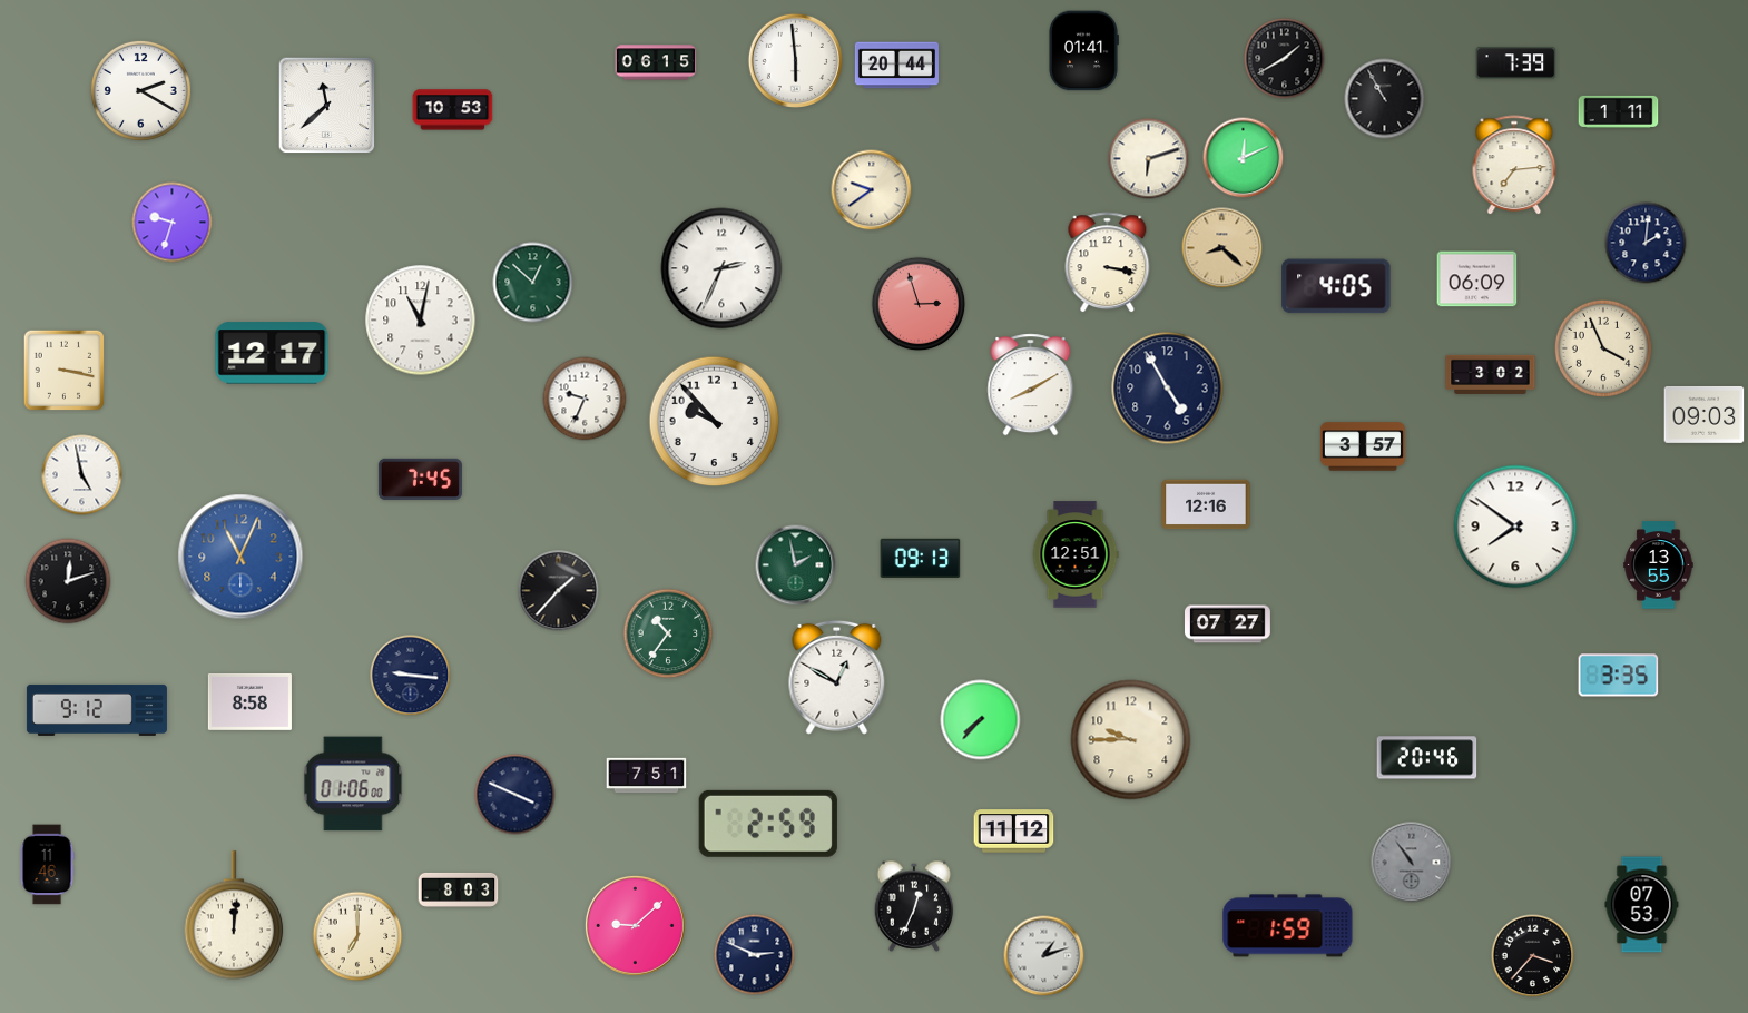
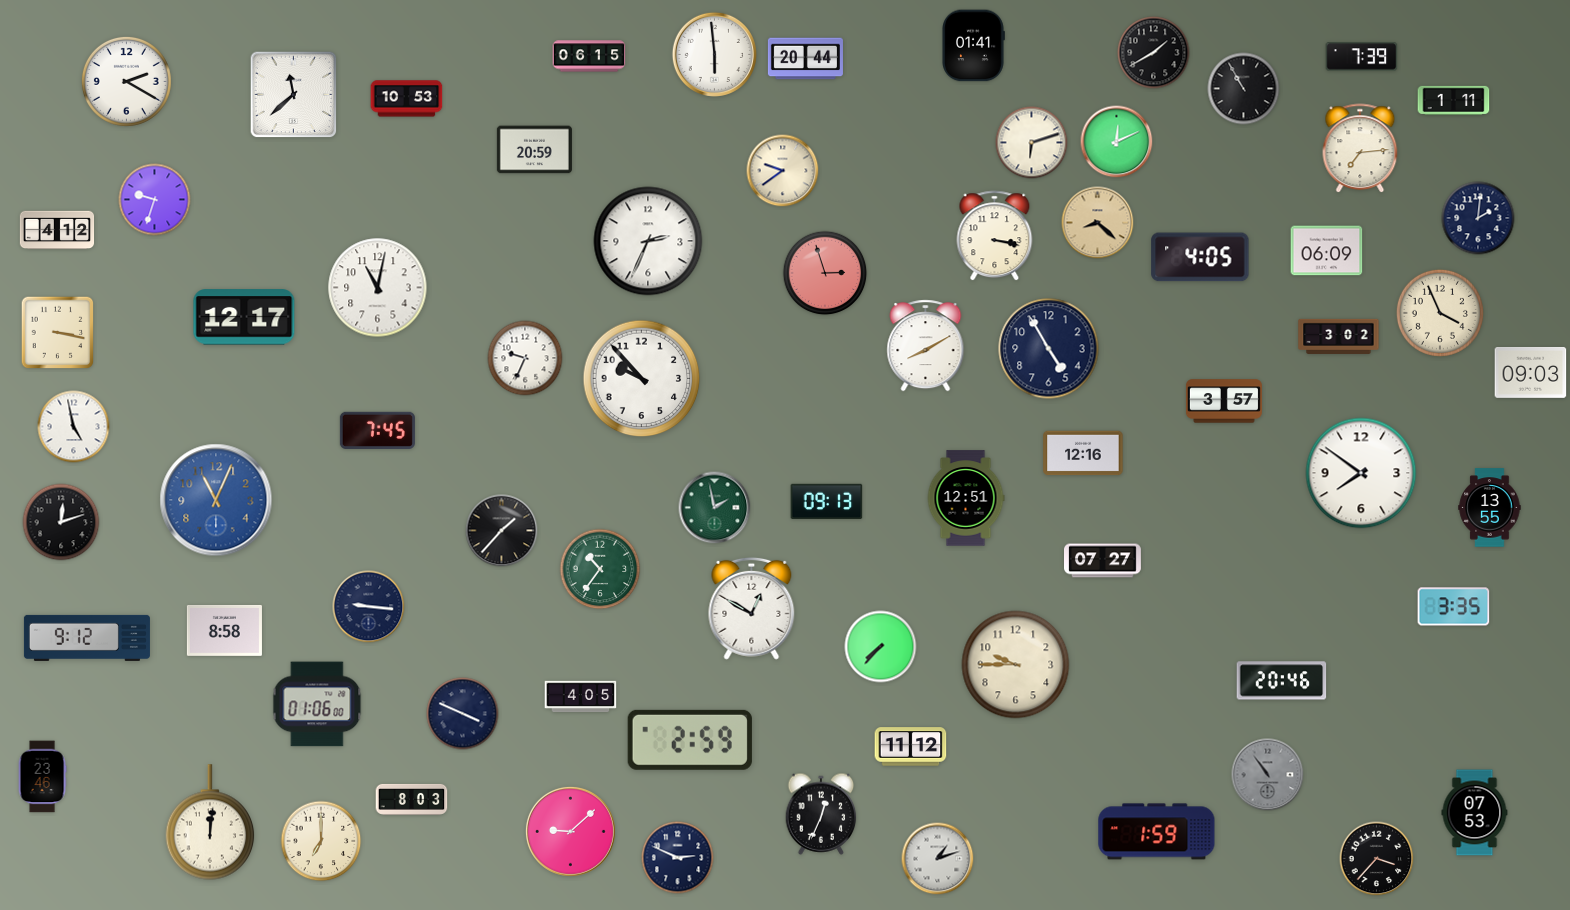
clock at (534, 150): none -> 20:59
clock at (57, 230): none -> 4:12
clock at (533, 283): 12:52 -> none
clock at (647, 776): 7:51 -> 4:05
clock at (47, 865): 11:46 -> 23:46
